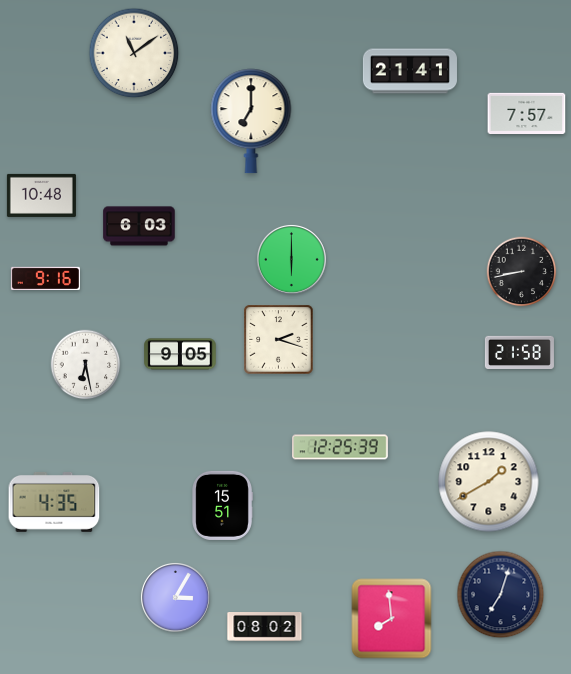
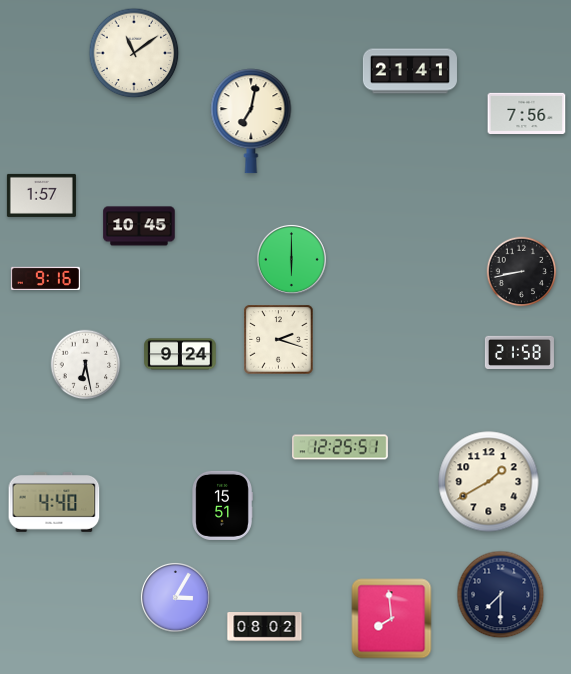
clock at (527, 113): 7:57 -> 7:56
clock at (251, 121): 7:00 -> 7:02
clock at (41, 195): 10:48 -> 1:57
clock at (139, 226): 6:03 -> 10:45
clock at (180, 354): 9:05 -> 9:24
clock at (340, 447): 12:25:39 -> 12:25:51
clock at (54, 502): 4:35 -> 4:40
clock at (501, 595): 7:03 -> 7:30
